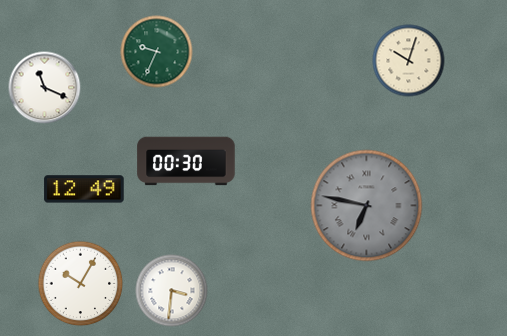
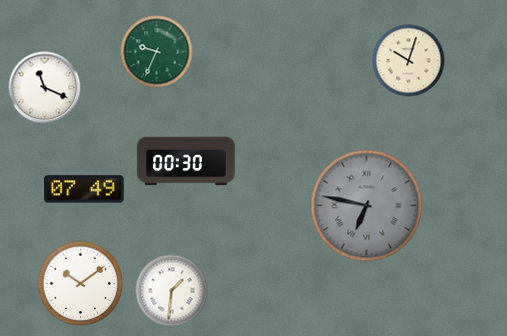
clock at (84, 189): 12:49 -> 07:49
clock at (81, 284): 10:05 -> 10:09
clock at (172, 291): 3:31 -> 1:31
